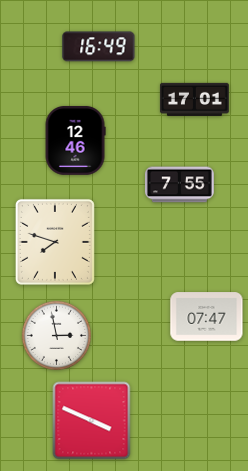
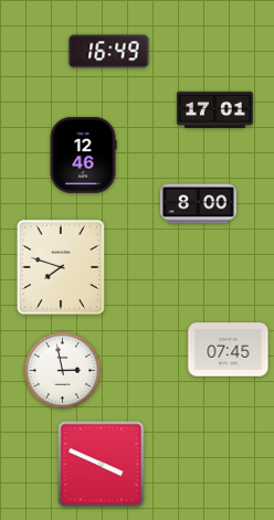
clock at (179, 185): 7:55 -> 8:00
clock at (207, 317): 07:47 -> 07:45
